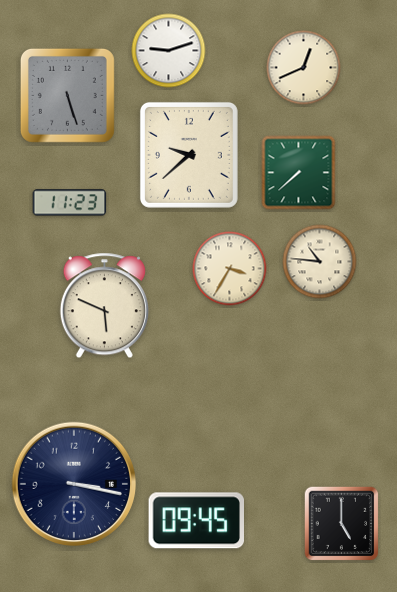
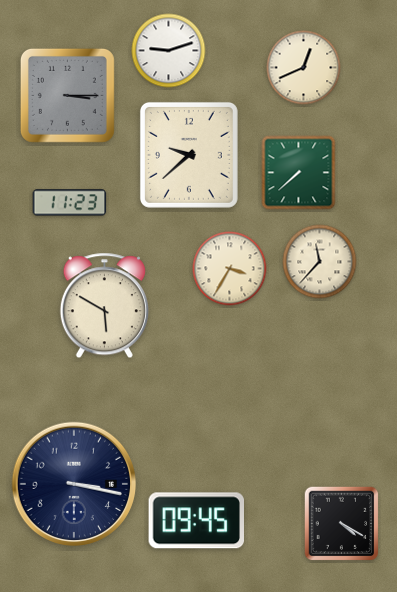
clock at (67, 95): 5:27 -> 3:15
clock at (320, 262): 10:46 -> 11:37
clock at (104, 306): 5:49 -> 5:50
clock at (342, 524): 5:00 -> 4:20
